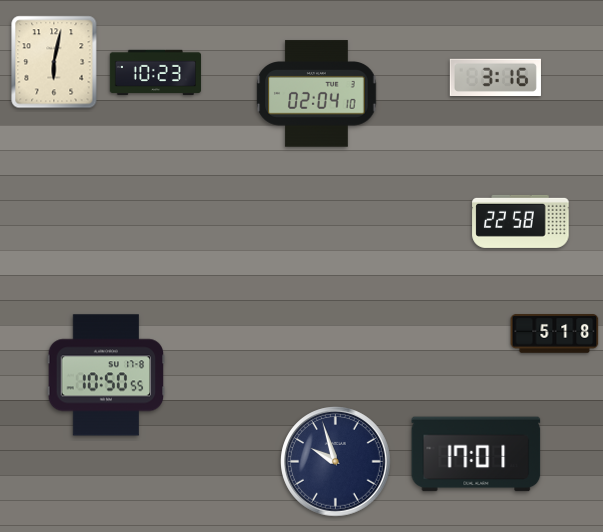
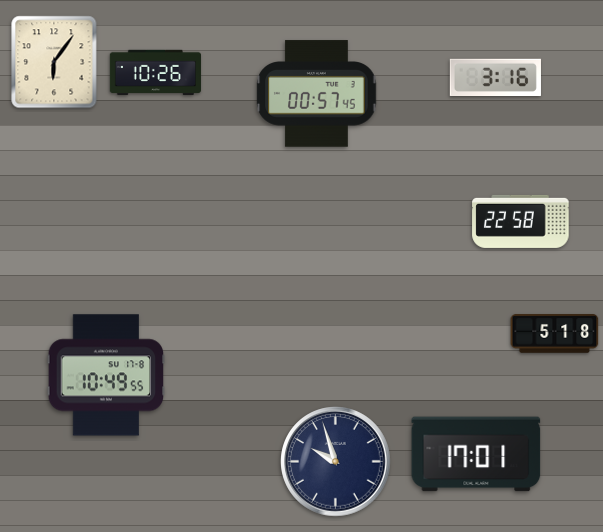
clock at (54, 62): 6:02 -> 6:06
clock at (155, 73): 10:23 -> 10:26
clock at (317, 94): 02:04 -> 00:57
clock at (106, 375): 10:50 -> 10:49
